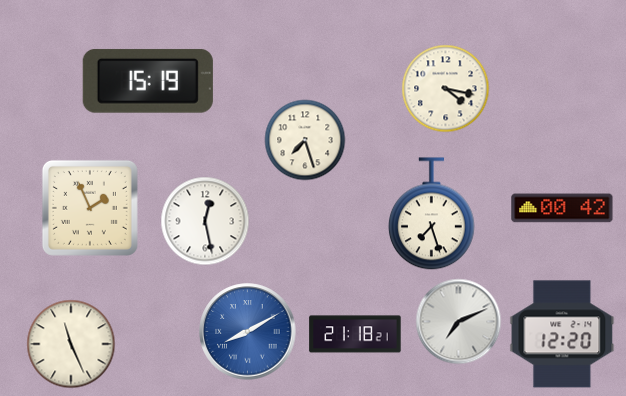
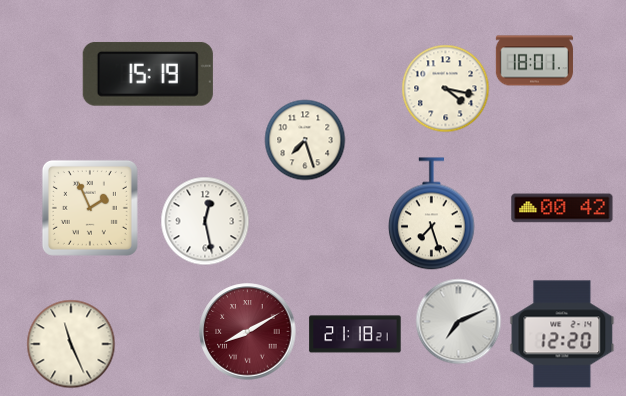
clock at (534, 61): none -> 18:01
clock at (148, 81) position: (148, 81) -> (148, 74)
clock at (248, 332) dial: blue -> burgundy
